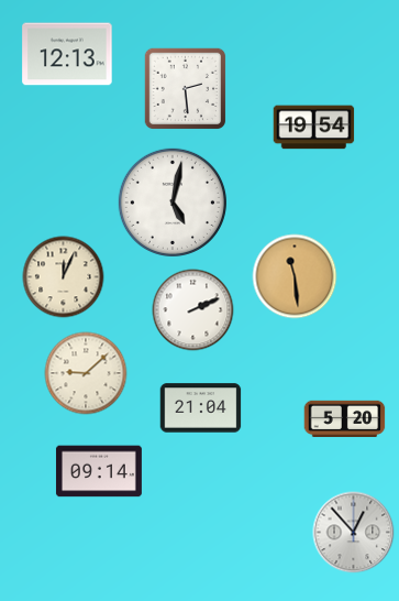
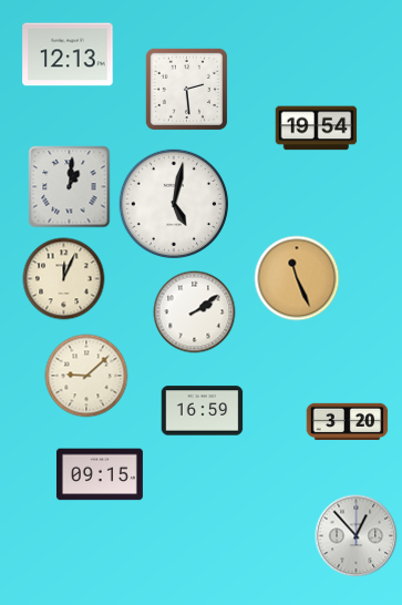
clock at (70, 187): none -> 1:01
clock at (295, 276): 11:29 -> 11:26
clock at (193, 310): 2:11 -> 2:09
clock at (201, 408): 21:04 -> 16:59
clock at (345, 418): 5:20 -> 3:20
clock at (99, 471): 09:14 -> 09:15
